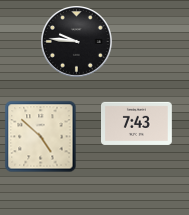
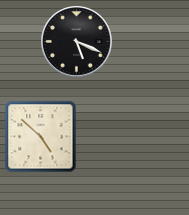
clock at (77, 42): 9:46 -> 5:19
clock at (137, 123): 7:43 -> none
